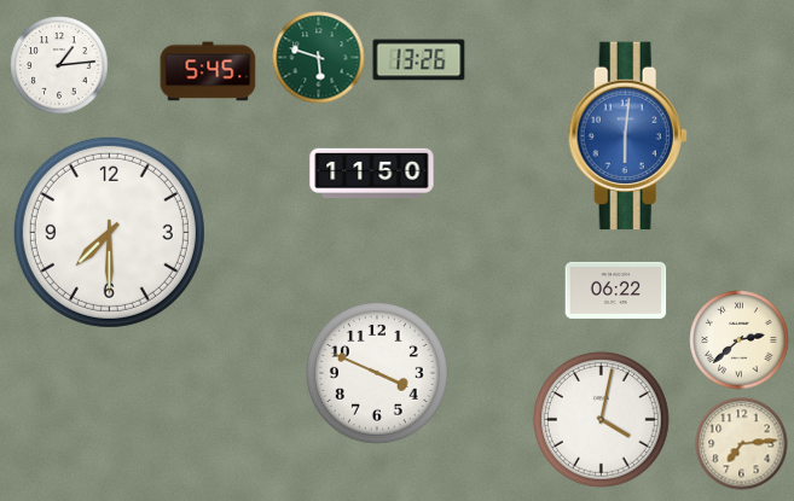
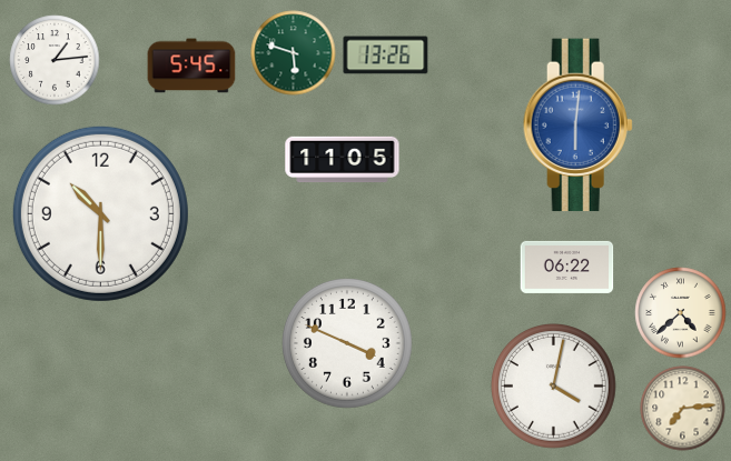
clock at (372, 174): 11:50 -> 11:05
clock at (109, 232): 7:30 -> 10:30
clock at (740, 340): 2:38 -> 4:38
